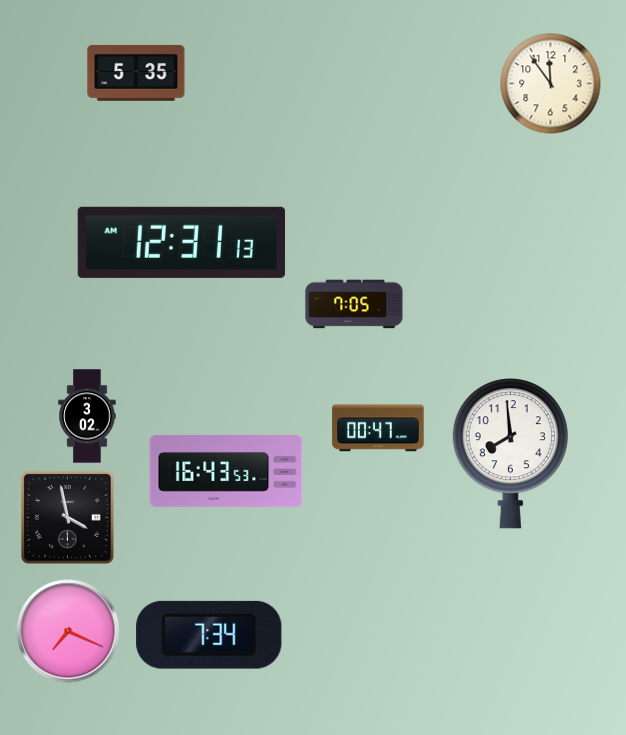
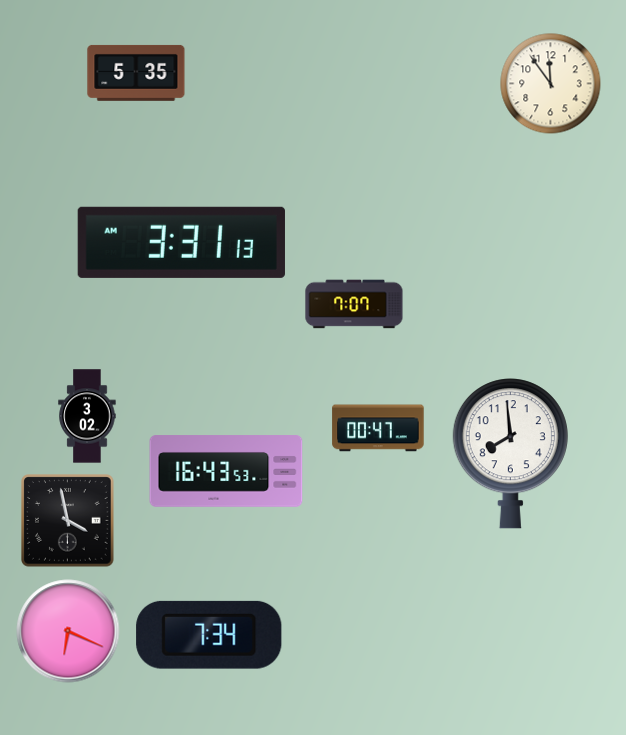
clock at (181, 242): 12:31 -> 3:31
clock at (354, 304): 7:05 -> 7:07
clock at (68, 518) position: (68, 518) -> (68, 521)
clock at (68, 631): 7:19 -> 6:19
